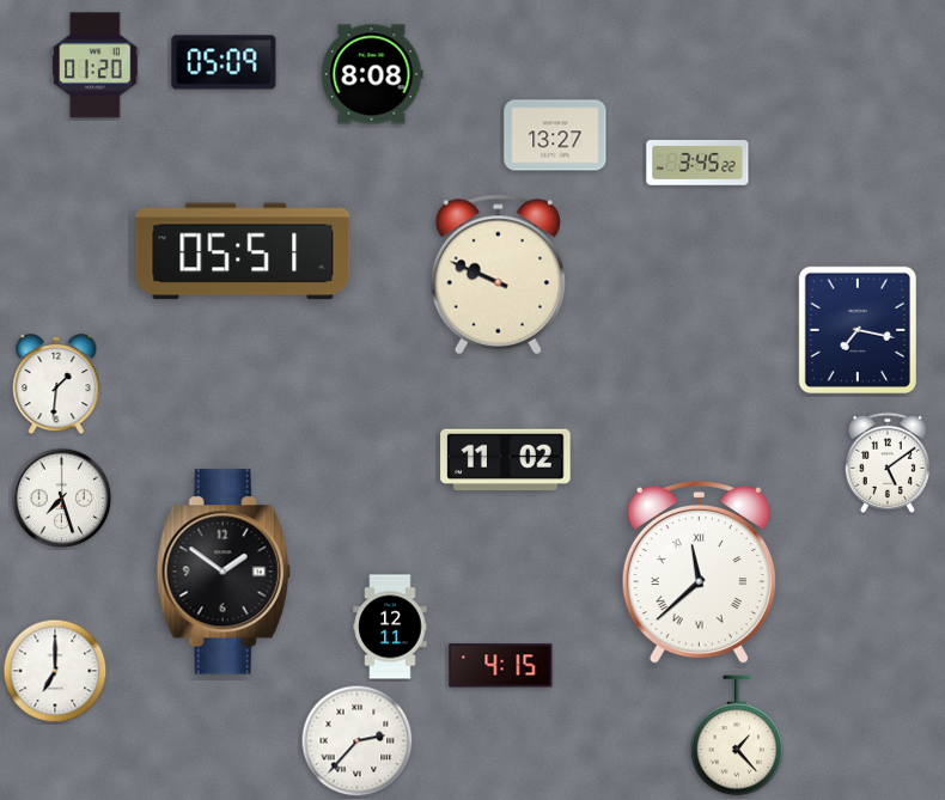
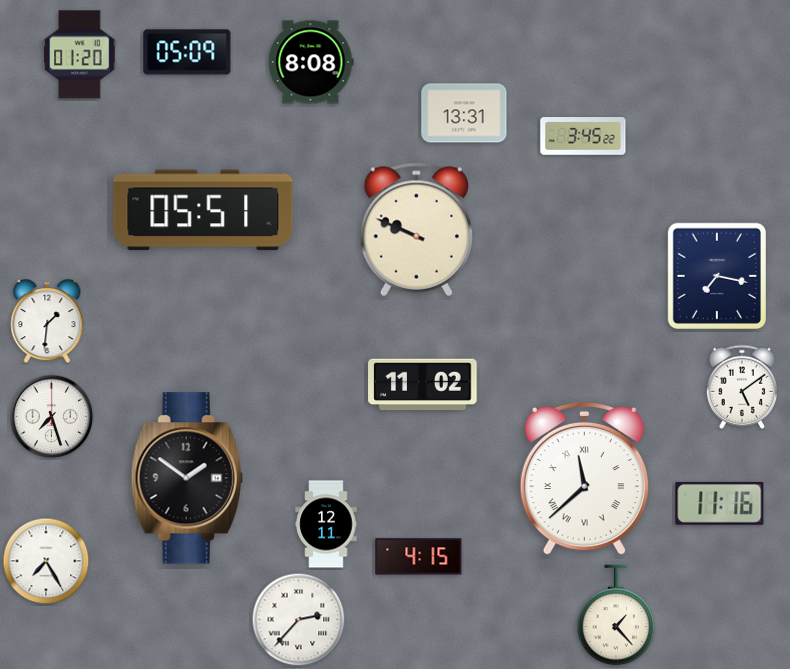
clock at (555, 135): 13:27 -> 13:31
clock at (720, 503): none -> 11:16
clock at (55, 671): 7:00 -> 7:25
